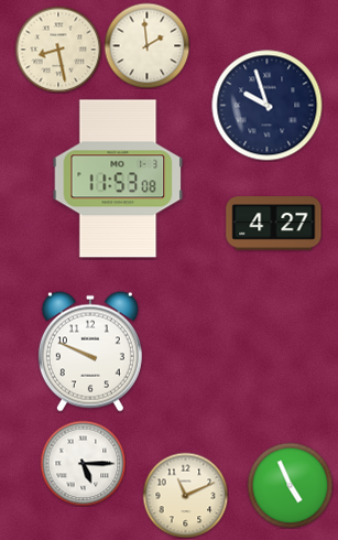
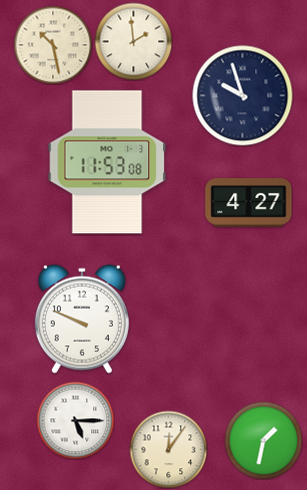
clock at (58, 50): 8:28 -> 10:28
clock at (290, 485): 4:56 -> 1:32
clock at (185, 495): 11:11 -> 12:06
